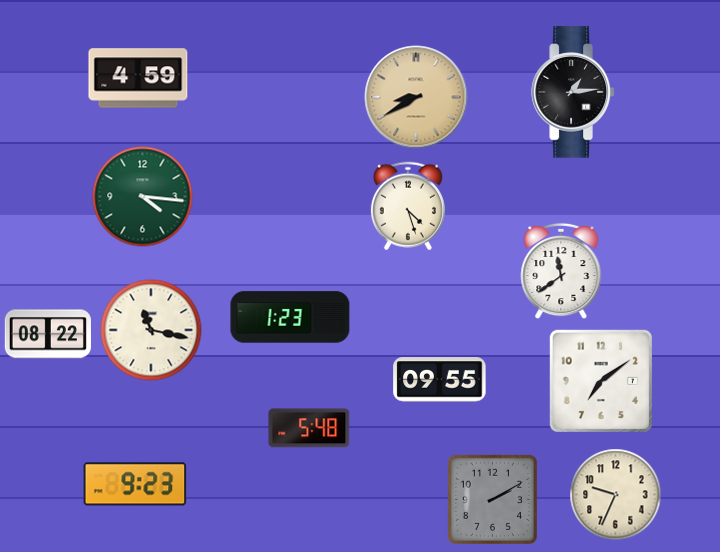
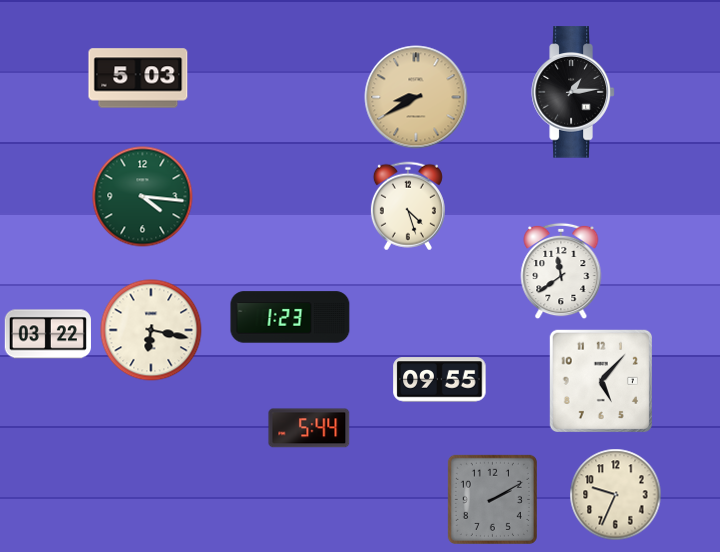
clock at (138, 78): 4:59 -> 5:03
clock at (151, 330): 11:17 -> 6:17
clock at (48, 334): 08:22 -> 03:22
clock at (600, 380): 7:09 -> 5:07
clock at (309, 428): 5:48 -> 5:44
clock at (135, 484): 9:23 -> none
